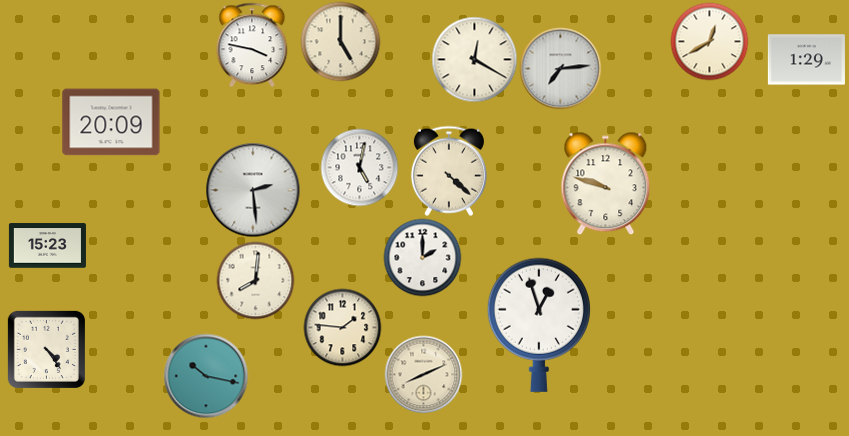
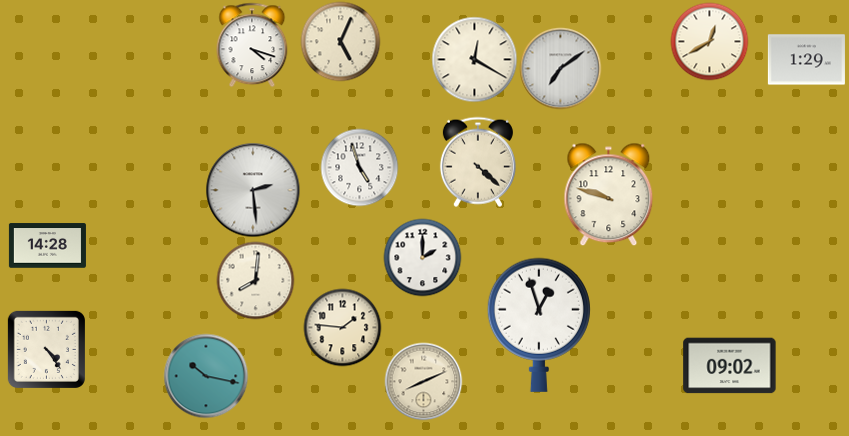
clock at (340, 41): 5:00 -> 5:04
clock at (252, 45): 3:47 -> 4:18
clock at (560, 68): 7:14 -> 7:09
clock at (111, 122): 20:09 -> none
clock at (359, 167): 5:02 -> 4:57
clock at (449, 171) position: (449, 171) -> (478, 162)
clock at (606, 183) position: (606, 183) -> (609, 194)
clock at (47, 246): 15:23 -> 14:28
clock at (730, 366): none -> 09:02
clock at (423, 374) position: (423, 374) -> (423, 381)
